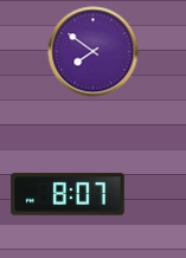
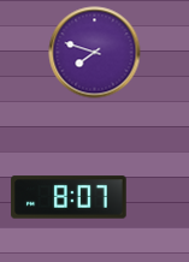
clock at (94, 52): 7:51 -> 7:48
